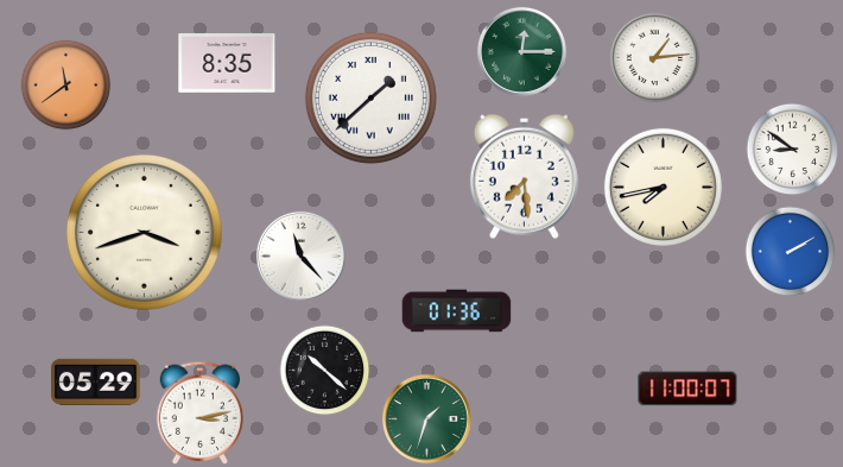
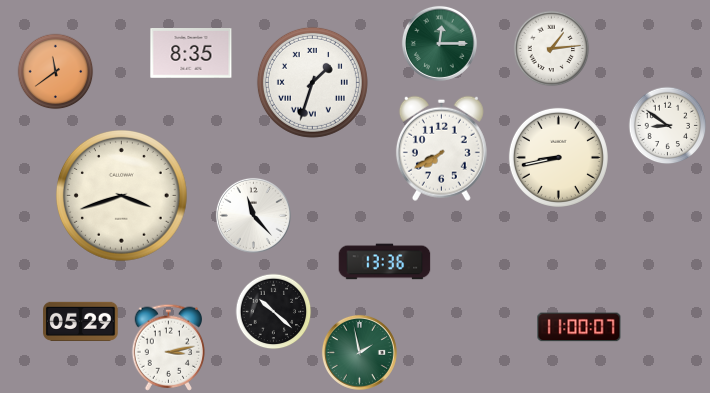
clock at (370, 97): 1:38 -> 1:33
clock at (524, 176): 7:29 -> 7:40
clock at (663, 187): 7:43 -> 8:43
clock at (791, 252): 2:10 -> none
clock at (457, 311): 01:36 -> 13:36
clock at (426, 418): 1:33 -> 1:58
